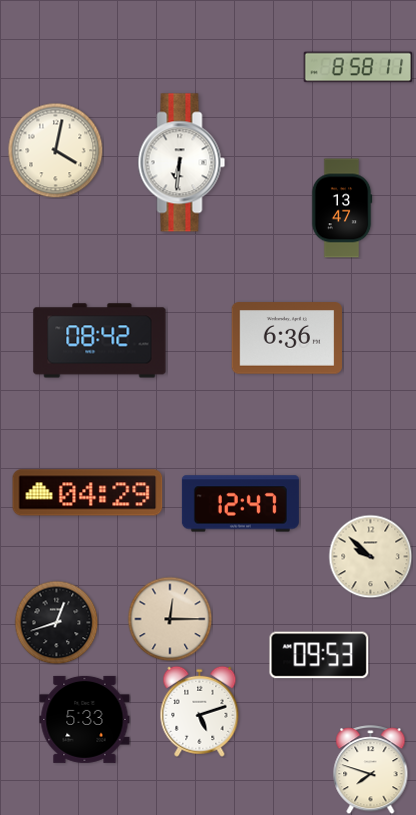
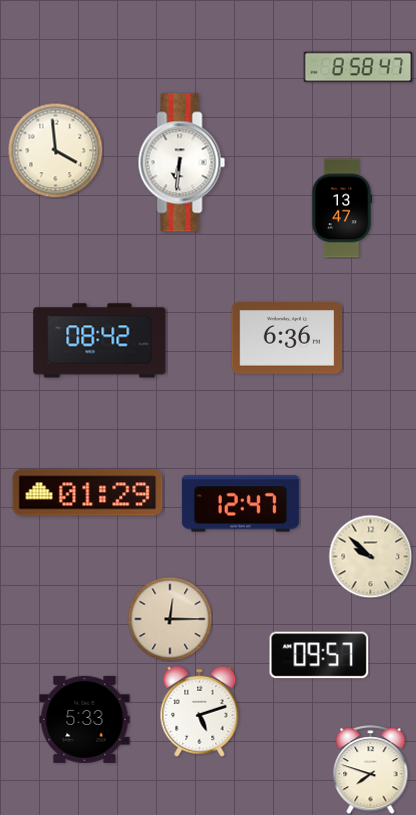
clock at (358, 67): 8:58:11 -> 8:58:47
clock at (55, 150): 4:02 -> 3:59
clock at (88, 493): 04:29 -> 01:29
clock at (56, 622): 12:42 -> none
clock at (319, 655): 09:53 -> 09:57
